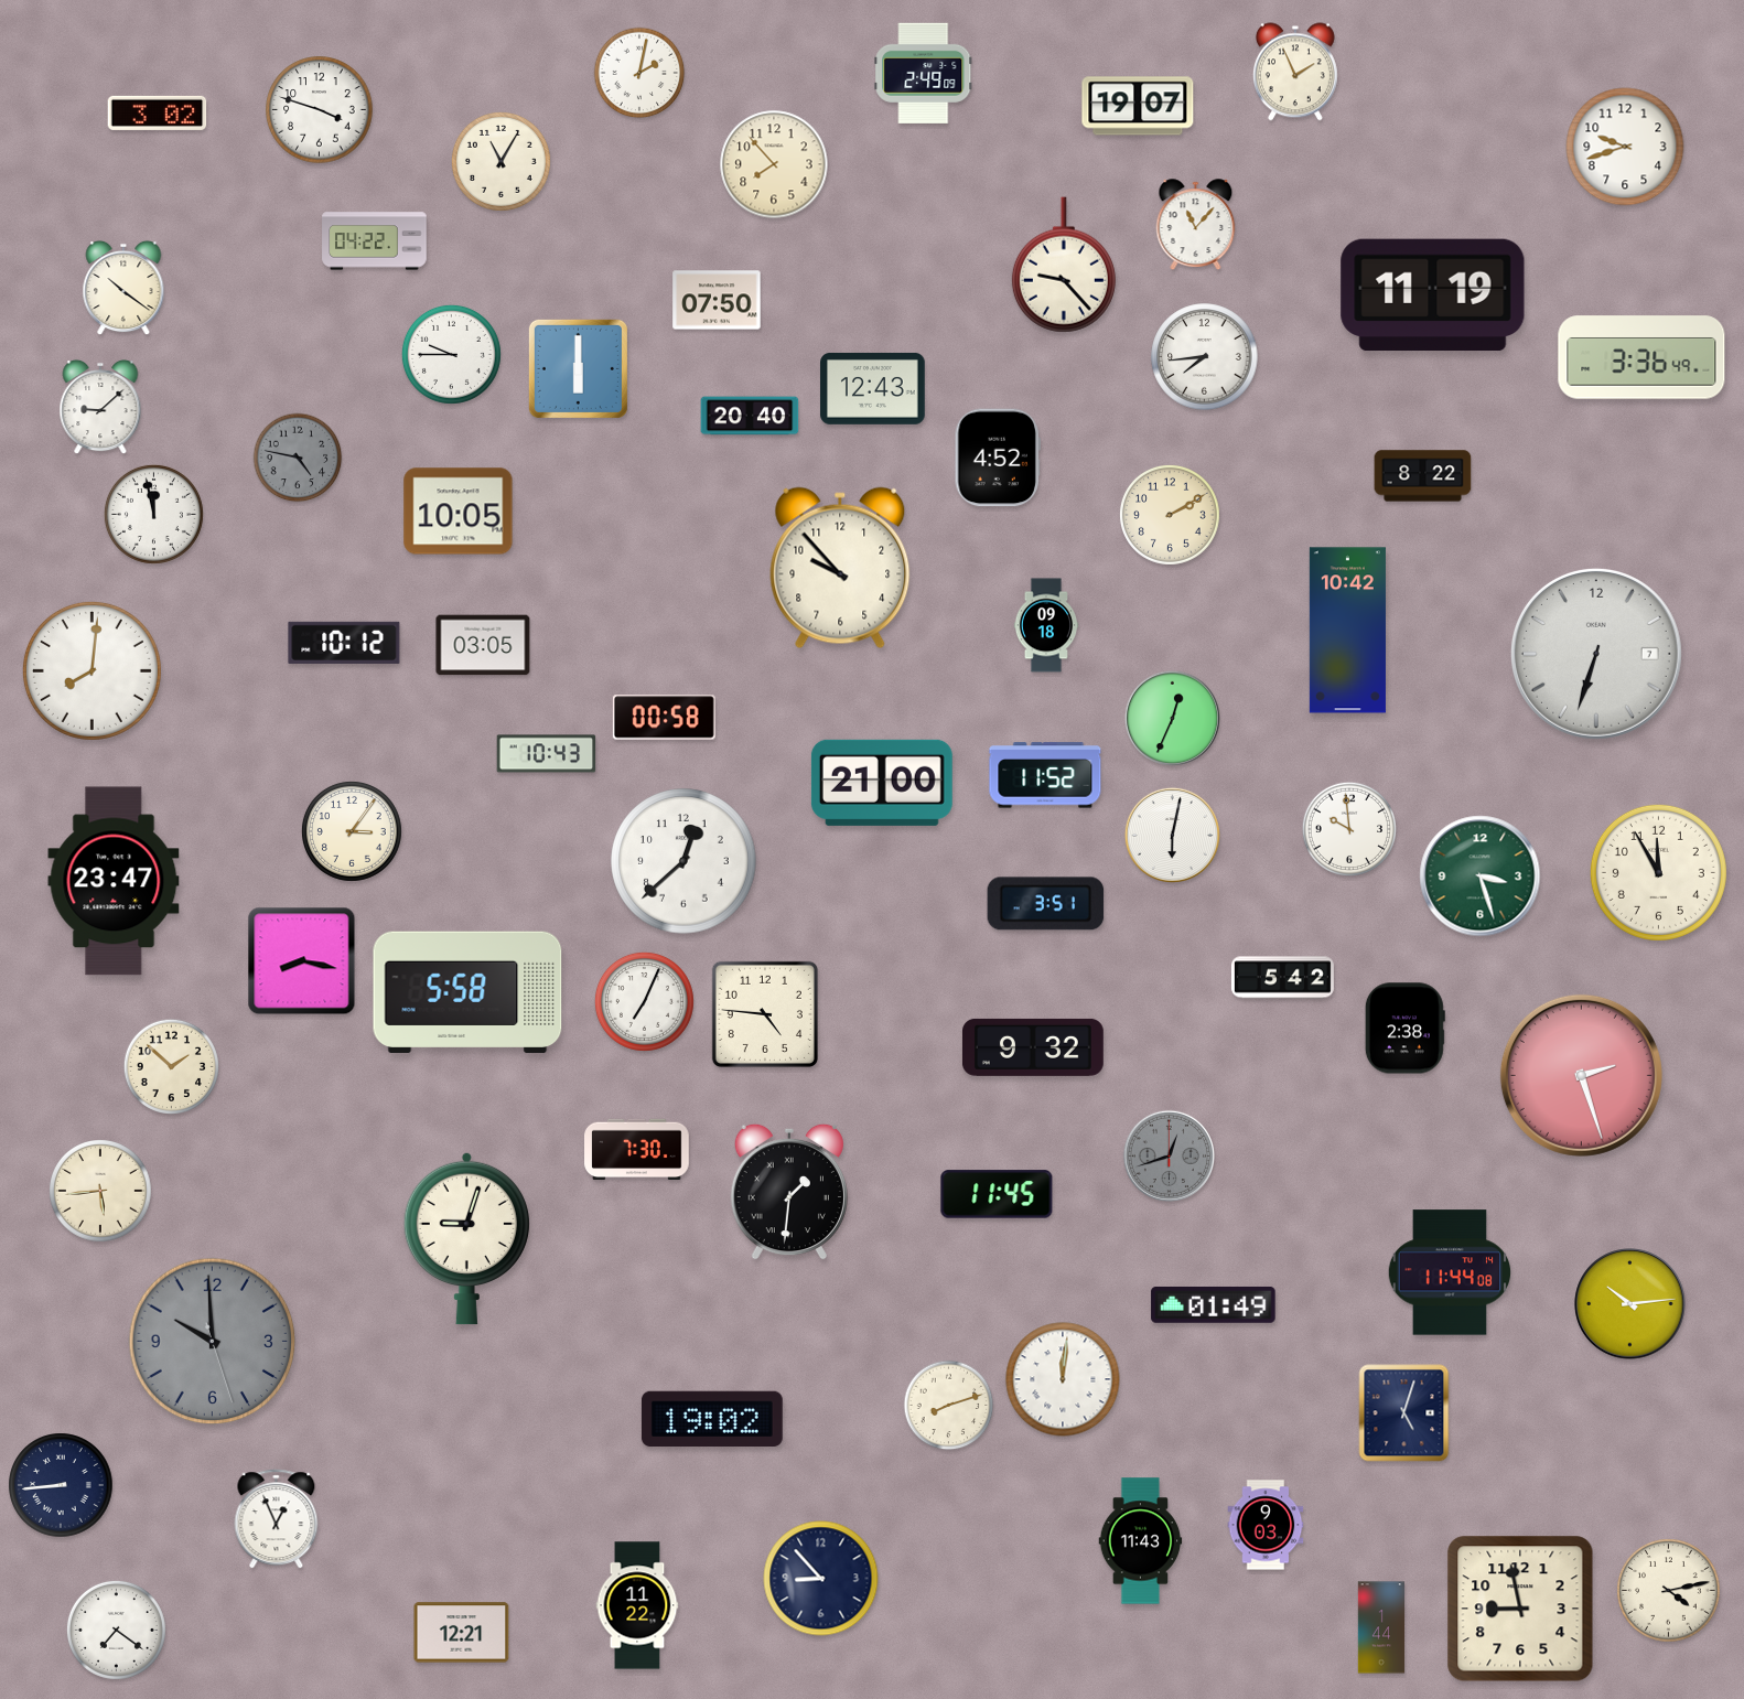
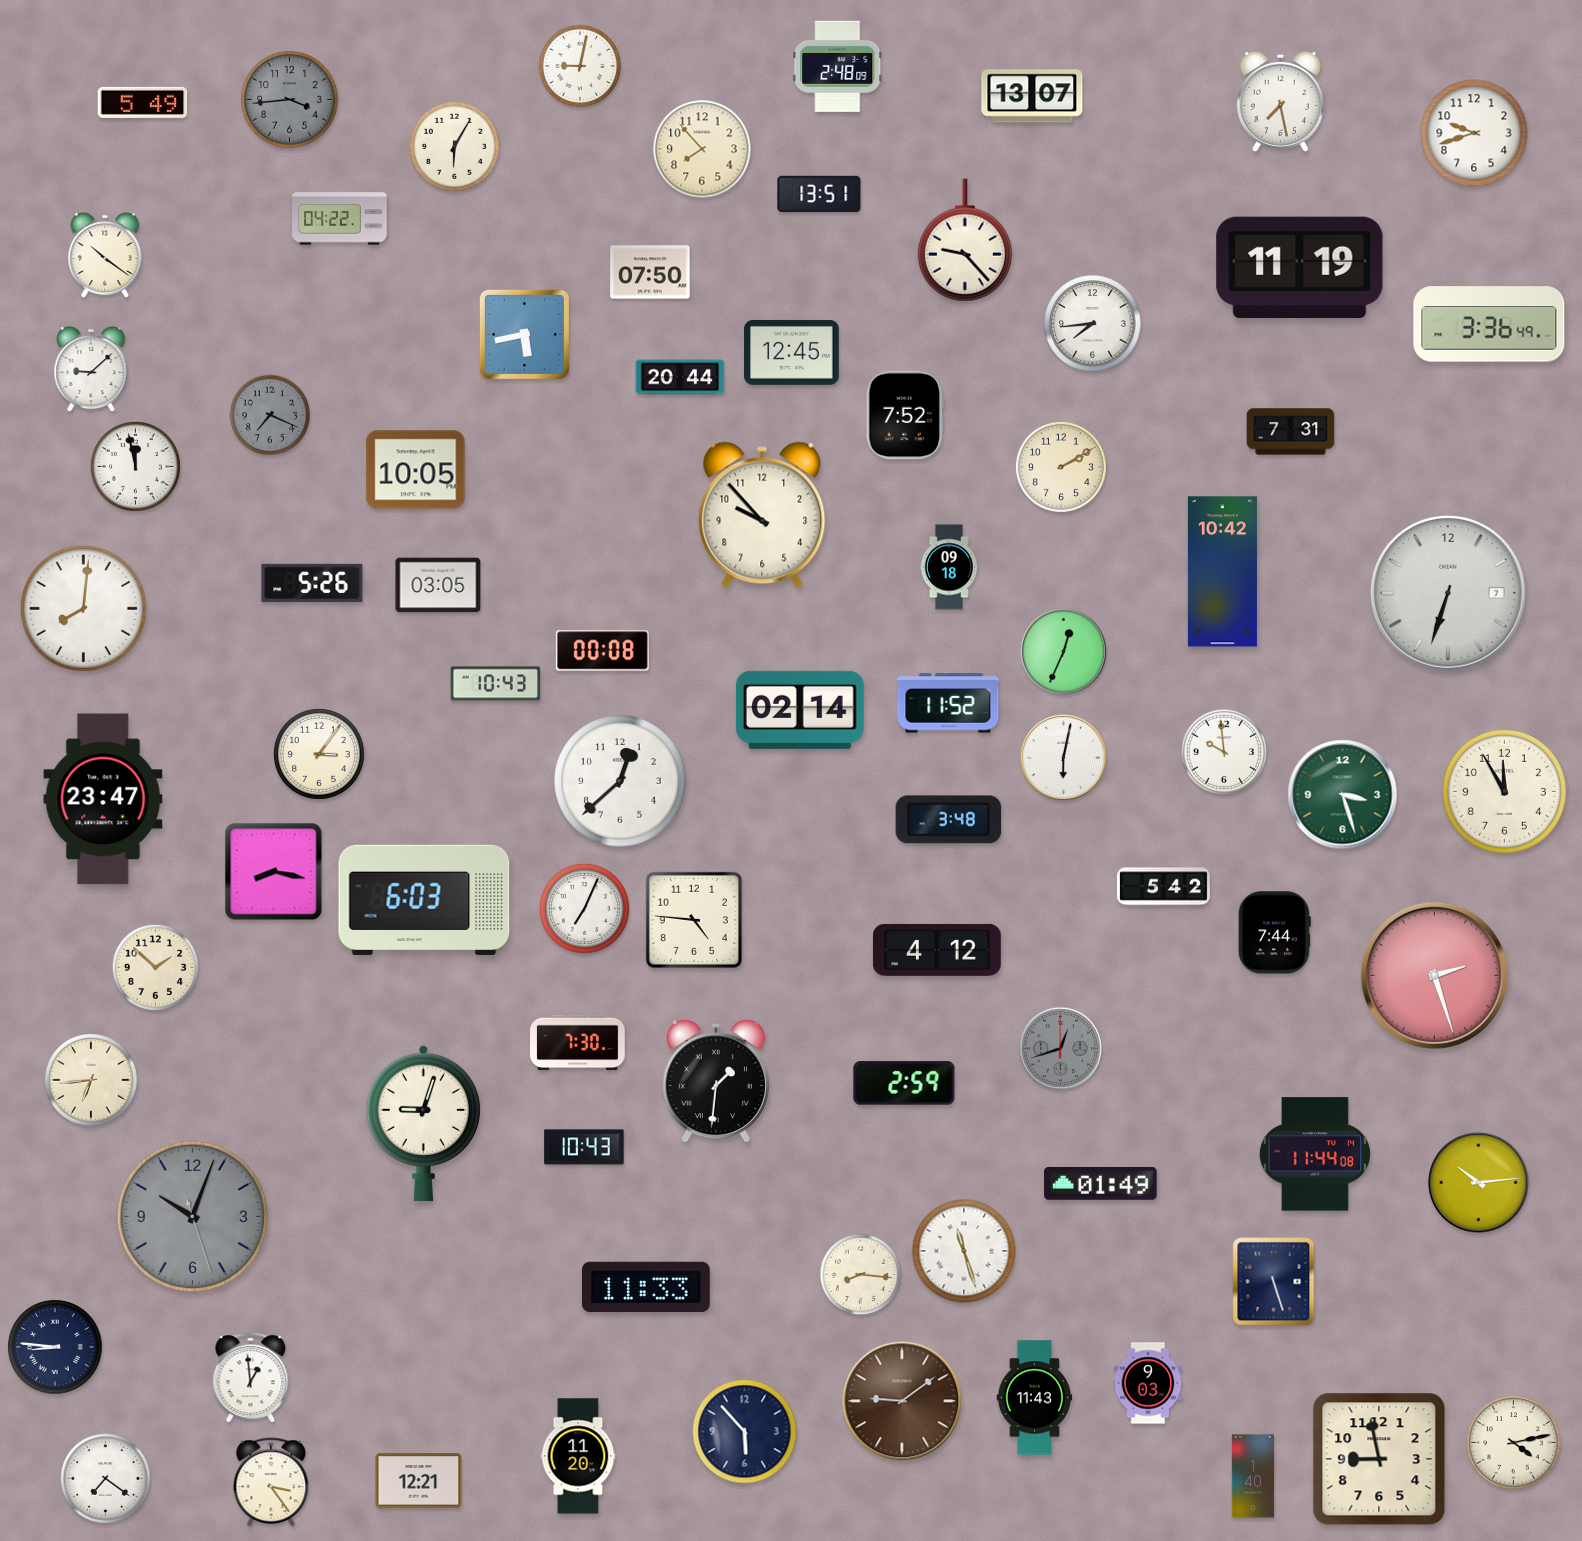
clock at (1295, 72): 1:56 -> none
clock at (639, 73): 2:02 -> 9:02
clock at (924, 73): 2:49 -> 2:48
clock at (1138, 106): 19:07 -> 13:07
clock at (320, 110): 3:48 -> 3:44
clock at (320, 110) dial: white -> grey
clock at (1280, 101): none -> 7:28
clock at (158, 112): 3:02 -> 5:49
clock at (500, 161): 11:05 -> 6:05
clock at (819, 194): none -> 13:51
clock at (1196, 224): 11:07 -> none
clock at (123, 288) position: (123, 288) -> (105, 255)
clock at (451, 354): 9:45 -> none
clock at (578, 368): 6:00 -> 5:43
clock at (873, 389): 12:43 -> 12:45
clock at (750, 416): 20:40 -> 20:44
clock at (298, 458): 4:47 -> 7:19
clock at (998, 458): 4:52 -> 7:52
clock at (1423, 476): 8:22 -> 7:31
clock at (459, 512) position: (459, 512) -> (416, 470)
clock at (153, 514) position: (153, 514) -> (135, 466)
clock at (344, 643): 10:12 -> 5:26
clock at (664, 718): 00:58 -> 00:08
clock at (882, 783): 21:00 -> 02:14
clock at (1046, 904): 3:51 -> 3:48
clock at (467, 992): 5:58 -> 6:03
clock at (1404, 1029): 2:38 -> 7:44
clock at (1033, 1047): 9:32 -> 4:12
clock at (101, 1192): 5:44 -> 6:44
clock at (997, 1194): 11:45 -> 2:59
clock at (584, 1147): none -> 10:43
clock at (213, 1342): 9:59 -> 10:03
clock at (1063, 1379): 12:01 -> 11:27
clock at (949, 1406): 8:12 -> 8:16
clock at (1404, 1413): 5:03 -> 5:27
clock at (712, 1419): 19:02 -> 11:33
clock at (61, 1485): 8:44 -> 8:46
clock at (277, 1519): 12:56 -> 12:59
clock at (902, 1401): none -> 9:09
clock at (821, 1579): 8:53 -> 5:53
clock at (637, 1605): 11:22 -> 11:20
clock at (1381, 1627): 1:44 -> 1:40
clock at (271, 1483): none -> 3:24
